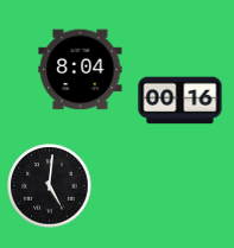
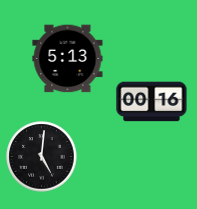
clock at (81, 70): 8:04 -> 5:13
clock at (181, 101) position: (181, 101) -> (152, 102)
